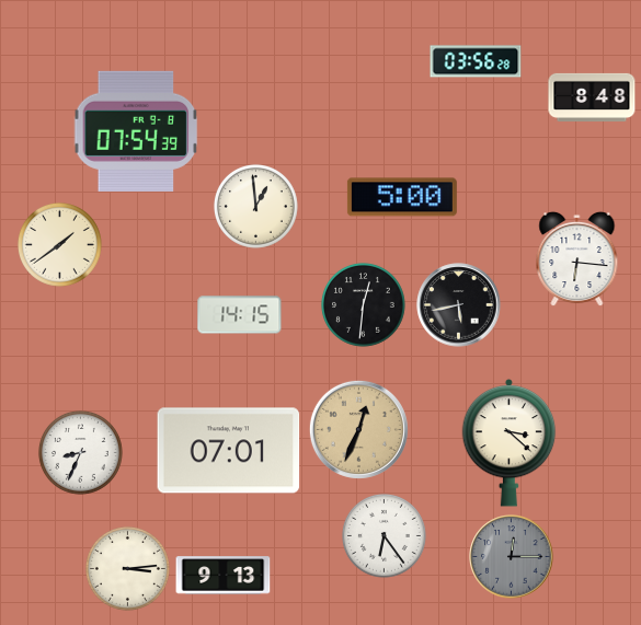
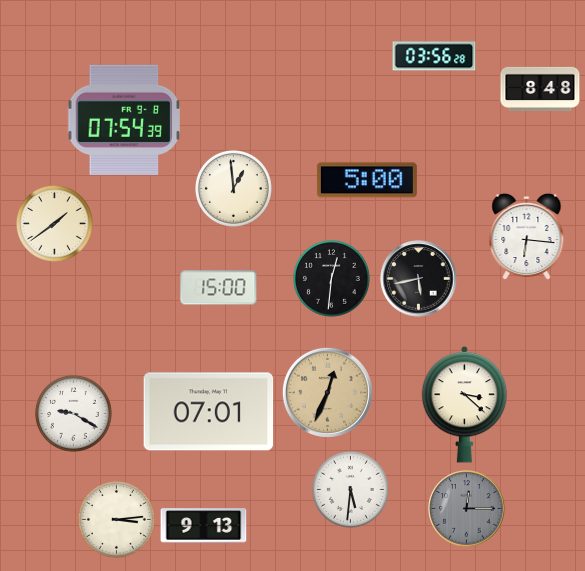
clock at (240, 315): 14:15 -> 15:00
clock at (80, 452): 8:34 -> 9:20
clock at (384, 535): 6:24 -> 5:31
